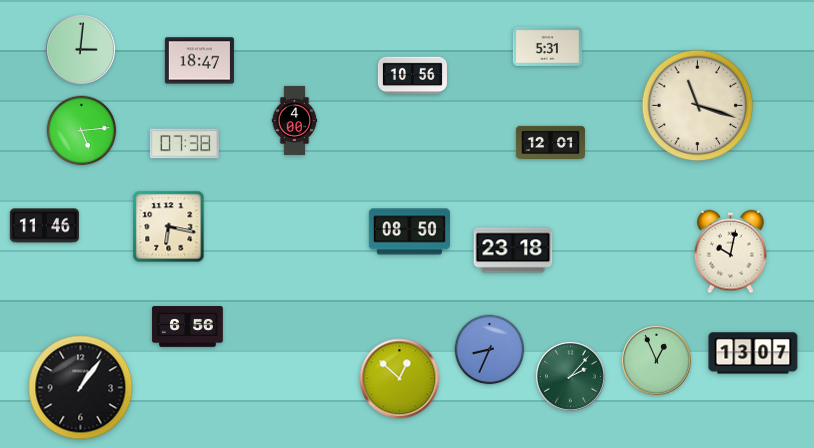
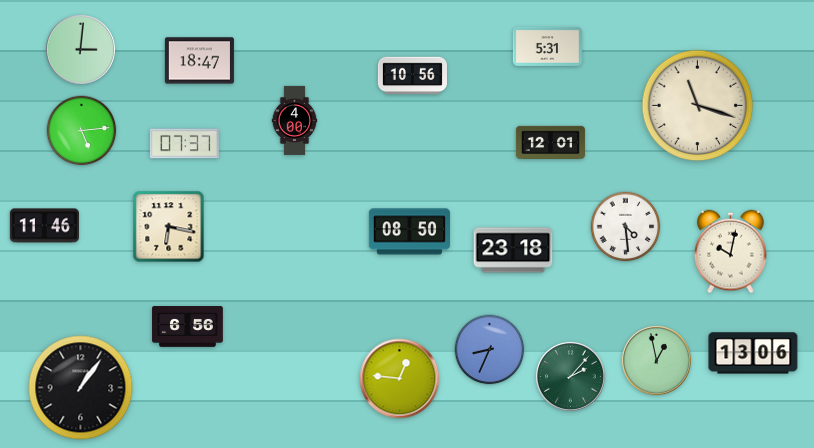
clock at (184, 144): 07:38 -> 07:37
clock at (626, 227): none -> 4:29
clock at (753, 353): 13:07 -> 13:06
clock at (656, 360): 12:56 -> 12:58
clock at (400, 379): 12:52 -> 12:46
